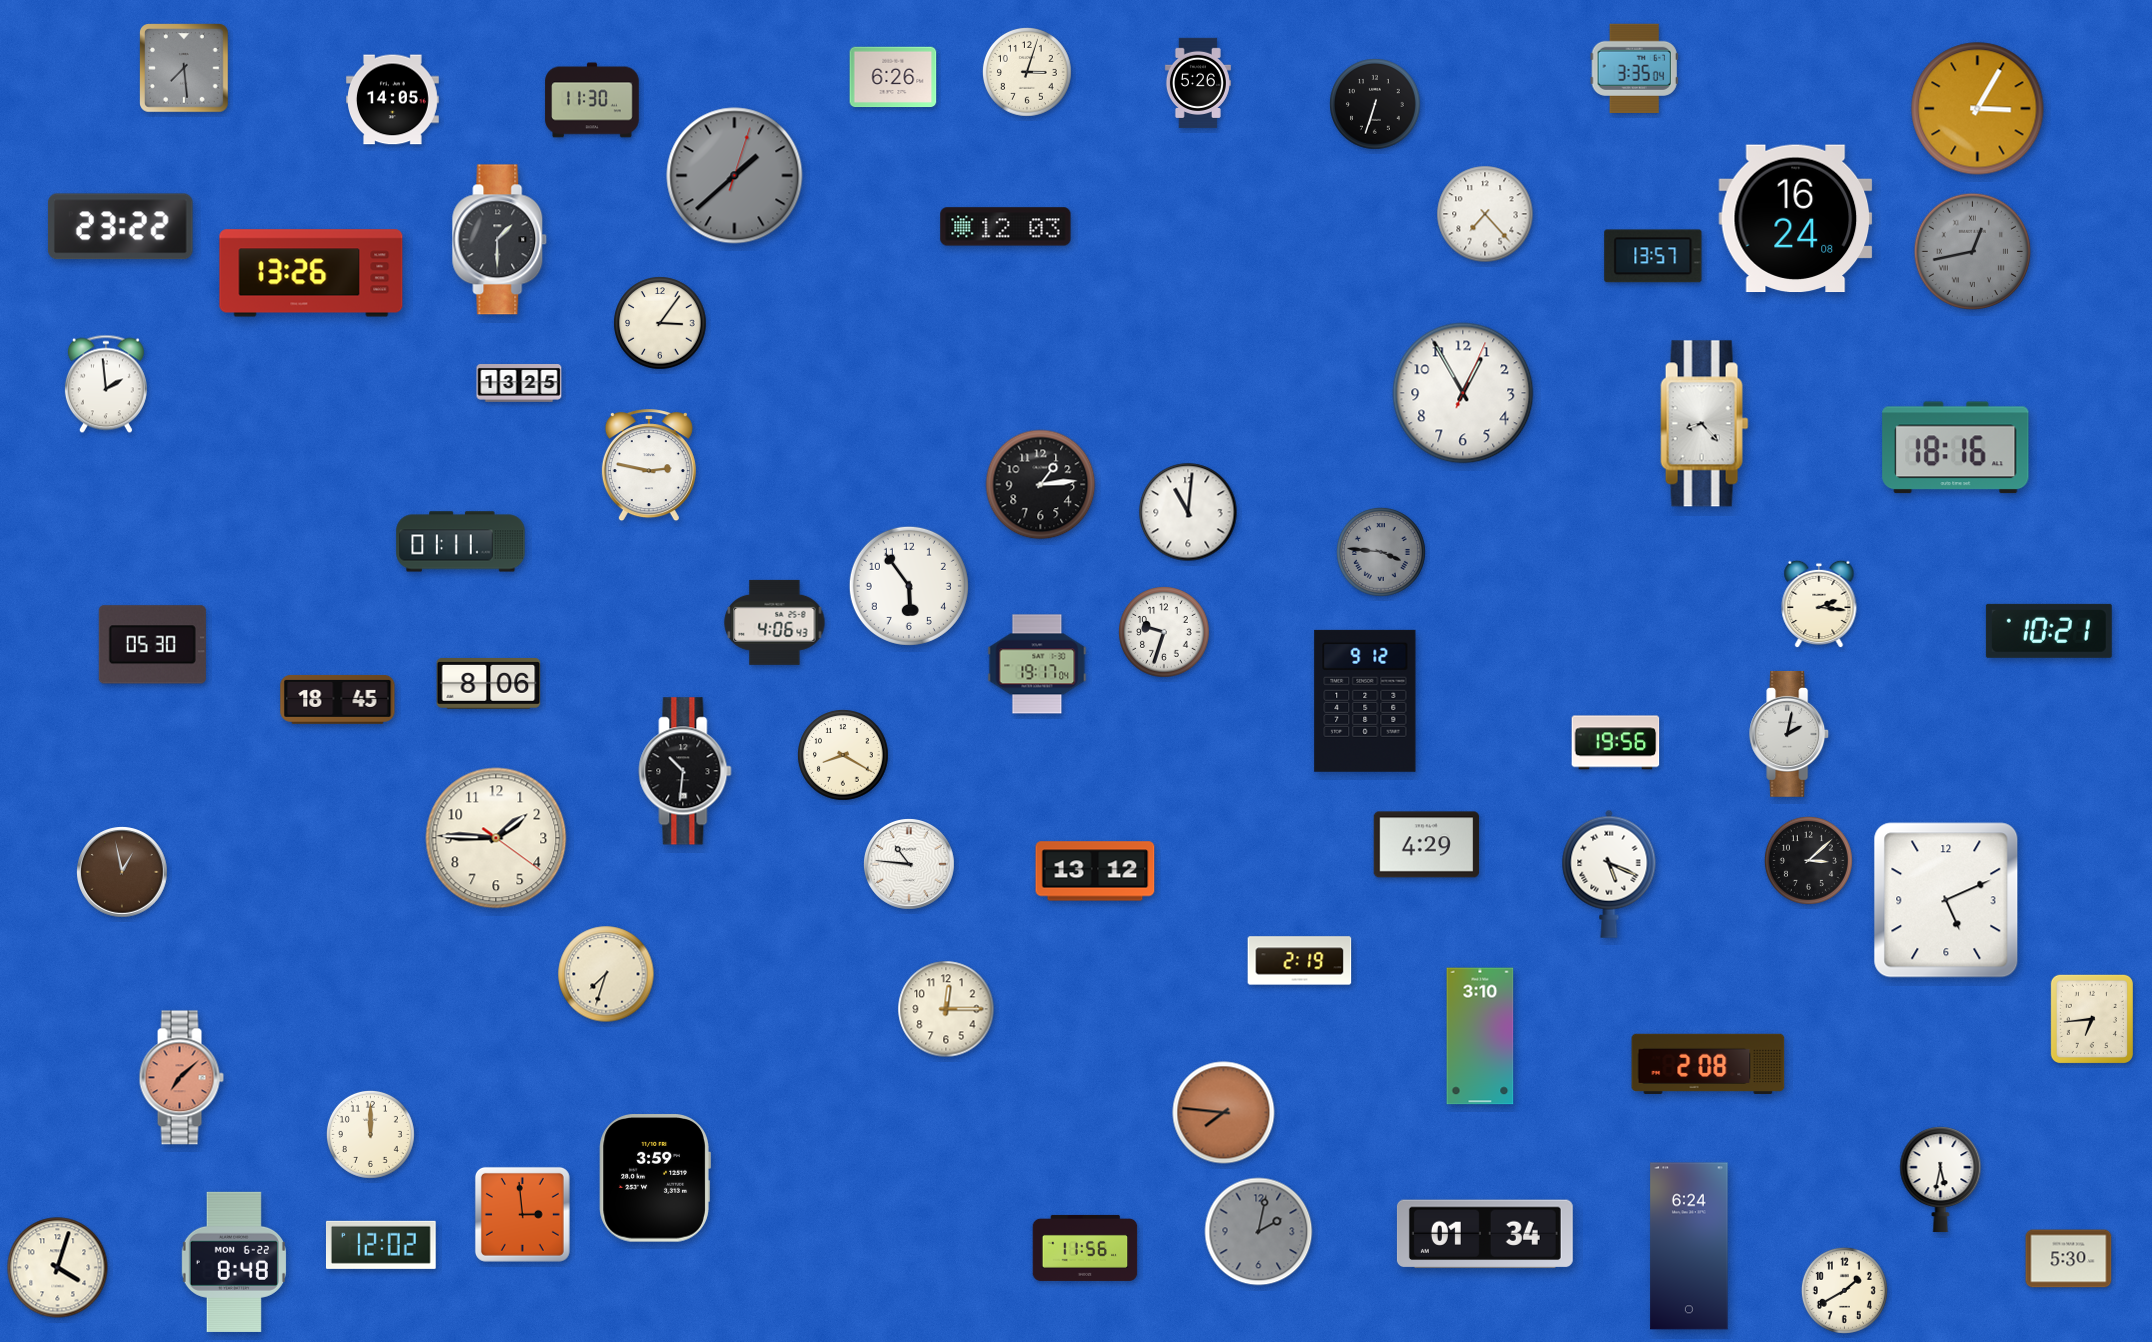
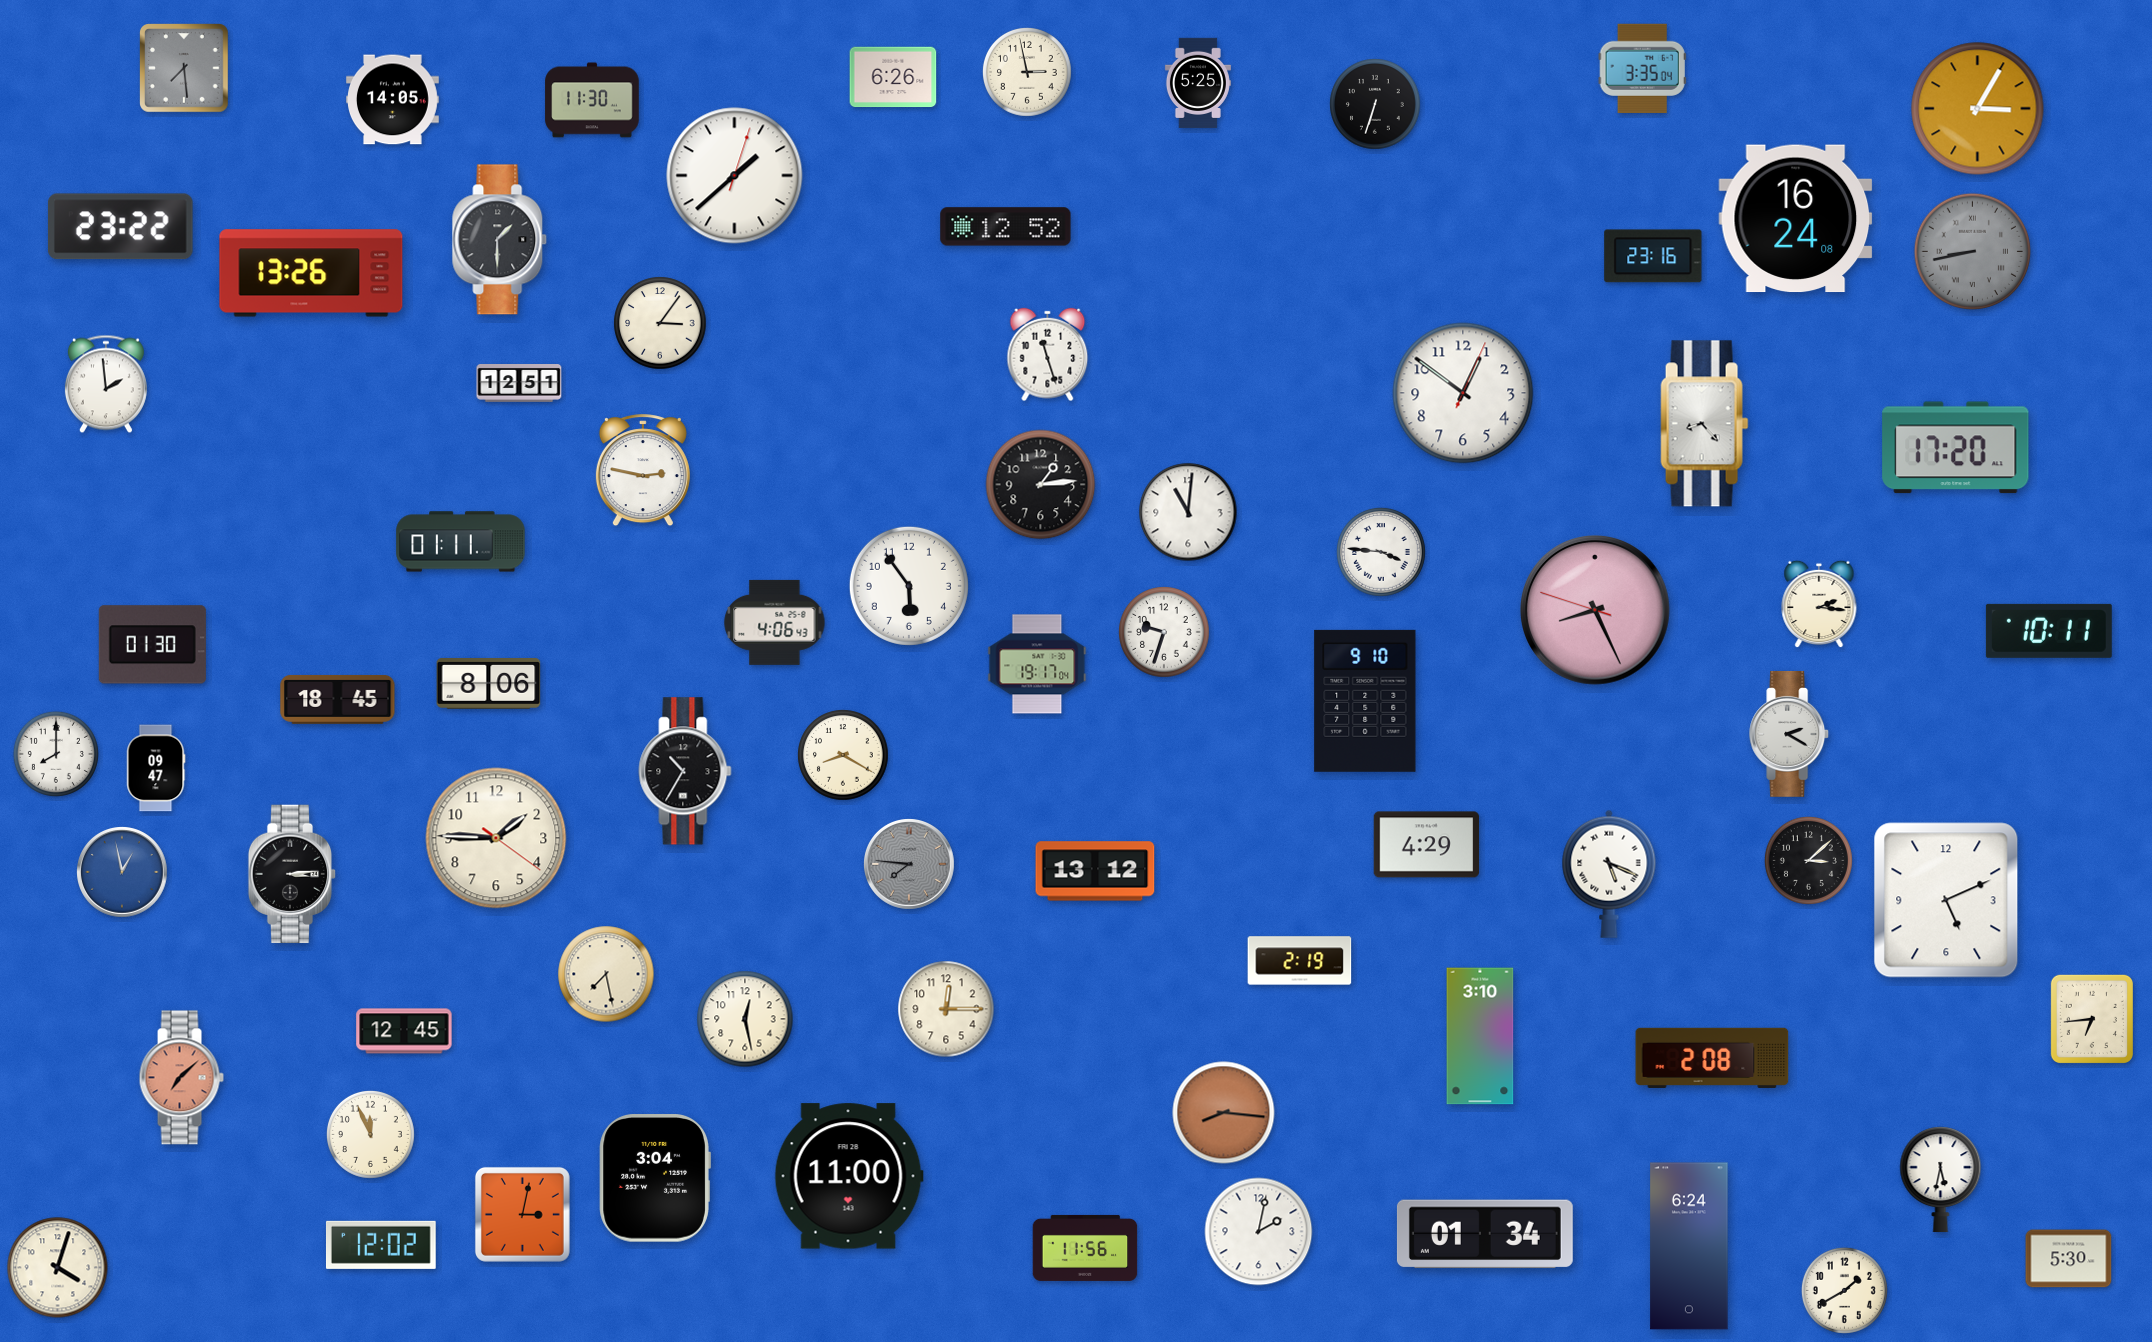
clock at (1634, 68) position: (1634, 68) -> (1642, 68)
clock at (1027, 72): 3:03 -> 2:58
clock at (1198, 83): 5:26 -> 5:25
clock at (735, 176) dial: grey -> white
clock at (1485, 214): 7:23 -> none
clock at (1006, 227): 12:03 -> 12:52
clock at (1972, 251): 12:43 -> 8:43
clock at (1653, 256): 13:57 -> 23:16
clock at (1048, 355): none -> 11:27
clock at (519, 384): 13:25 -> 12:51
clock at (1463, 393): 12:55 -> 12:51
clock at (1956, 448): 18:16 -> 17:20
clock at (649, 466) position: (649, 466) -> (643, 471)
clock at (1381, 552) dial: grey -> white
clock at (1596, 611): none -> 8:25
clock at (2049, 631): 10:21 -> 10:11
clock at (152, 645): 05:30 -> 01:30
clock at (1365, 701): 9:12 -> 9:10
clock at (1790, 734): 2:02 -> 2:20
clock at (1616, 743): 19:56 -> none
clock at (56, 754): none -> 8:00
clock at (156, 768): none -> 09:47
clock at (685, 771): 10:31 -> 10:35
clock at (910, 865): 10:46 -> 7:46
clock at (910, 865) dial: white -> grey
clock at (123, 873) dial: brown -> blue
clock at (292, 874): none -> 3:14
clock at (606, 974): 7:33 -> 7:28
clock at (745, 1019): none -> 12:28
clock at (404, 1031): none -> 12:45
clock at (1708, 1064) position: (1708, 1064) -> (1712, 1058)
clock at (1224, 1113): 7:46 -> 8:16
clock at (370, 1134): 12:00 -> 11:56
clock at (849, 1176): none -> 11:00
clock at (655, 1178): 3:59 -> 3:04
clock at (522, 1214): 2:59 -> 3:02
clock at (1259, 1232) dial: grey -> white
clock at (234, 1262): 8:48 -> none
